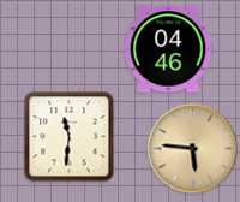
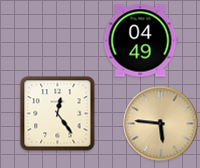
clock at (168, 49): 04:46 -> 04:49
clock at (70, 137): 11:31 -> 12:24
